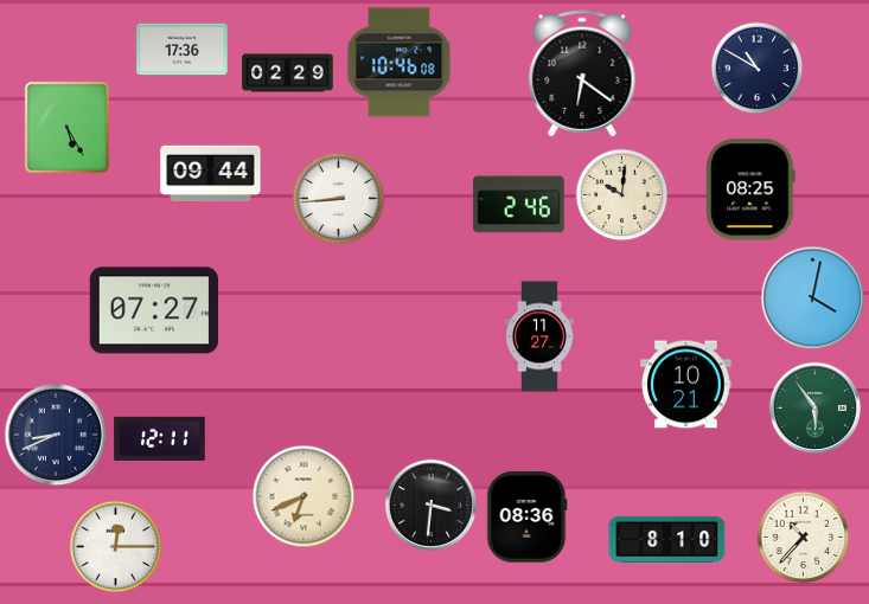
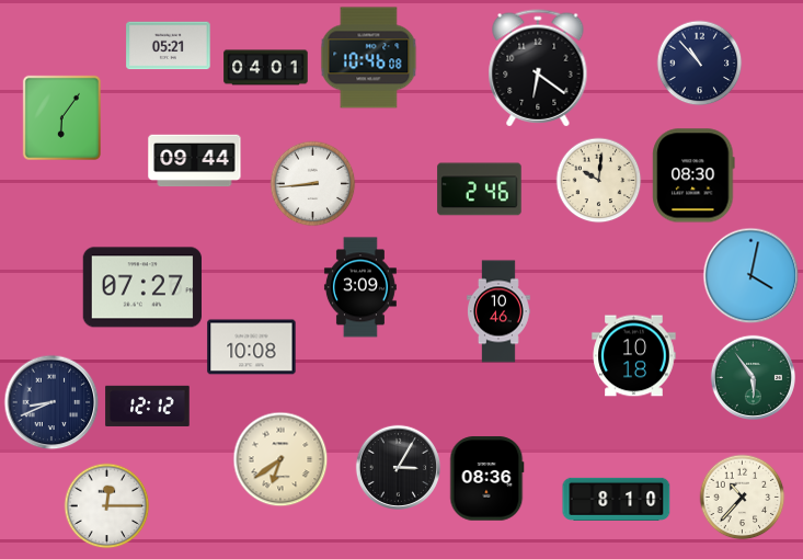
clock at (183, 50): 17:36 -> 05:21
clock at (756, 68): 10:50 -> 10:53
clock at (288, 73): 02:29 -> 04:01
clock at (66, 127): 5:25 -> 6:06
clock at (750, 189): 08:25 -> 08:30
clock at (621, 194) position: (621, 194) -> (598, 180)
clock at (360, 287): none -> 3:09
clock at (541, 336): 11:27 -> 10:46
clock at (252, 347): none -> 10:08
clock at (686, 385): 10:21 -> 10:18
clock at (160, 438): 12:11 -> 12:12
clock at (303, 496): 6:41 -> 6:39
clock at (430, 505): 3:31 -> 3:05
